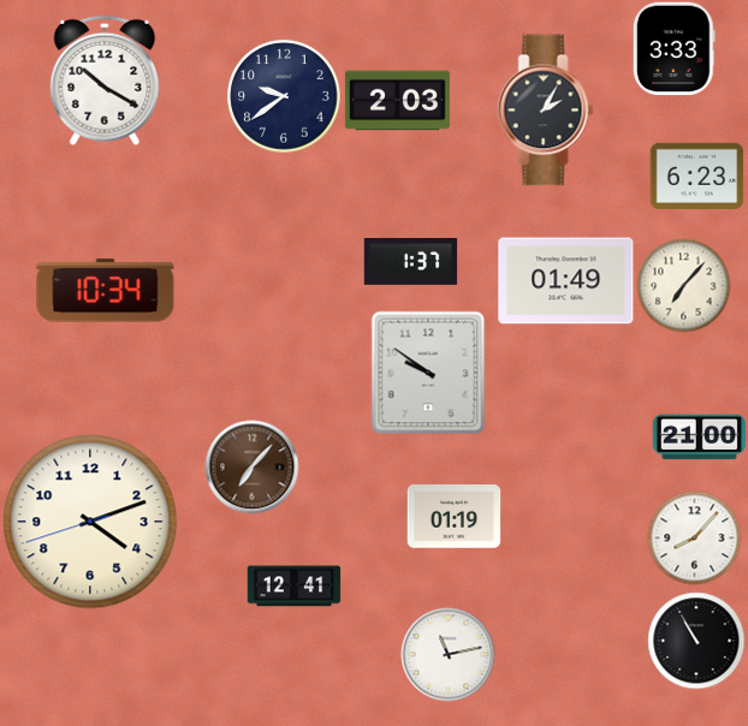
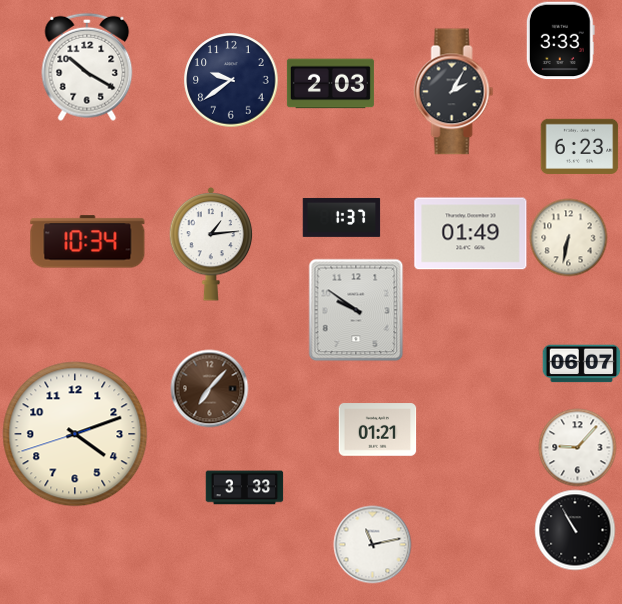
clock at (284, 96) position: (284, 96) -> (231, 80)
clock at (683, 285): 7:07 -> 6:32
clock at (211, 245): none -> 1:14
clock at (699, 438): 21:00 -> 06:07
clock at (453, 517): 01:19 -> 01:21
clock at (694, 537): 8:07 -> 9:07
clock at (293, 587): 12:41 -> 3:33
clock at (696, 641) position: (696, 641) -> (575, 530)
